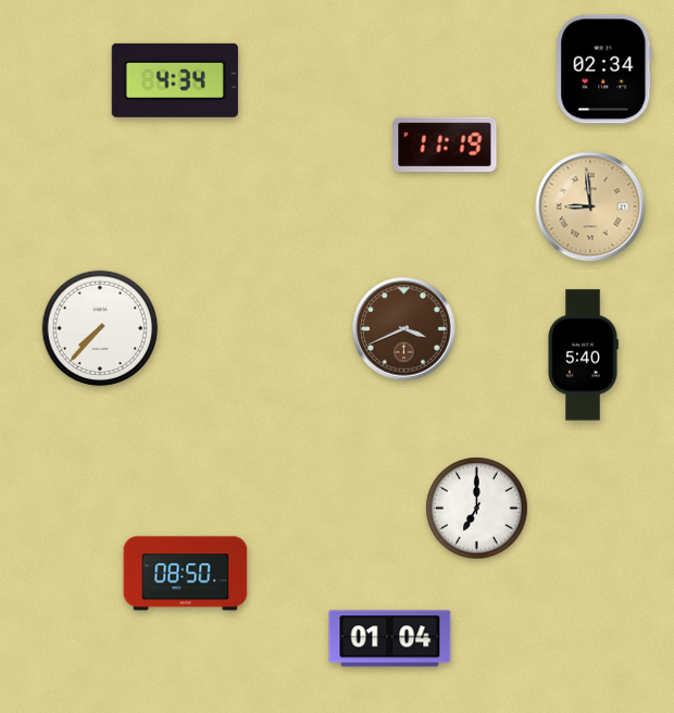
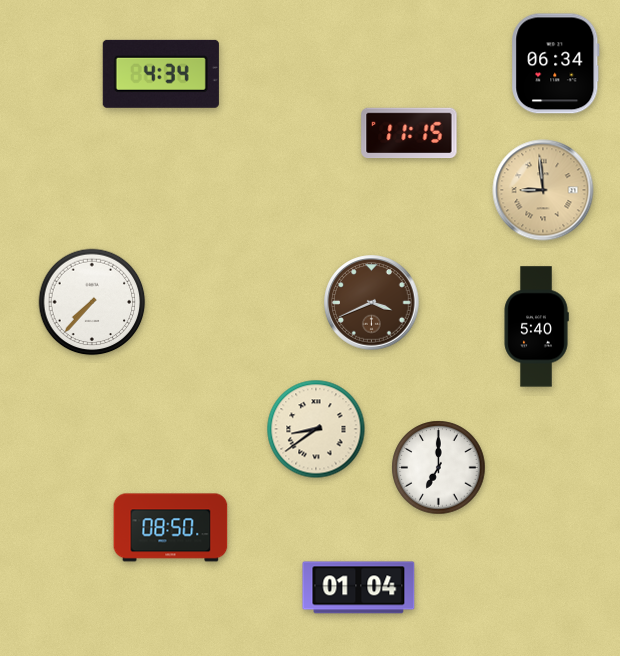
clock at (604, 70): 02:34 -> 06:34
clock at (445, 145): 11:19 -> 11:15
clock at (316, 429): none -> 8:39
